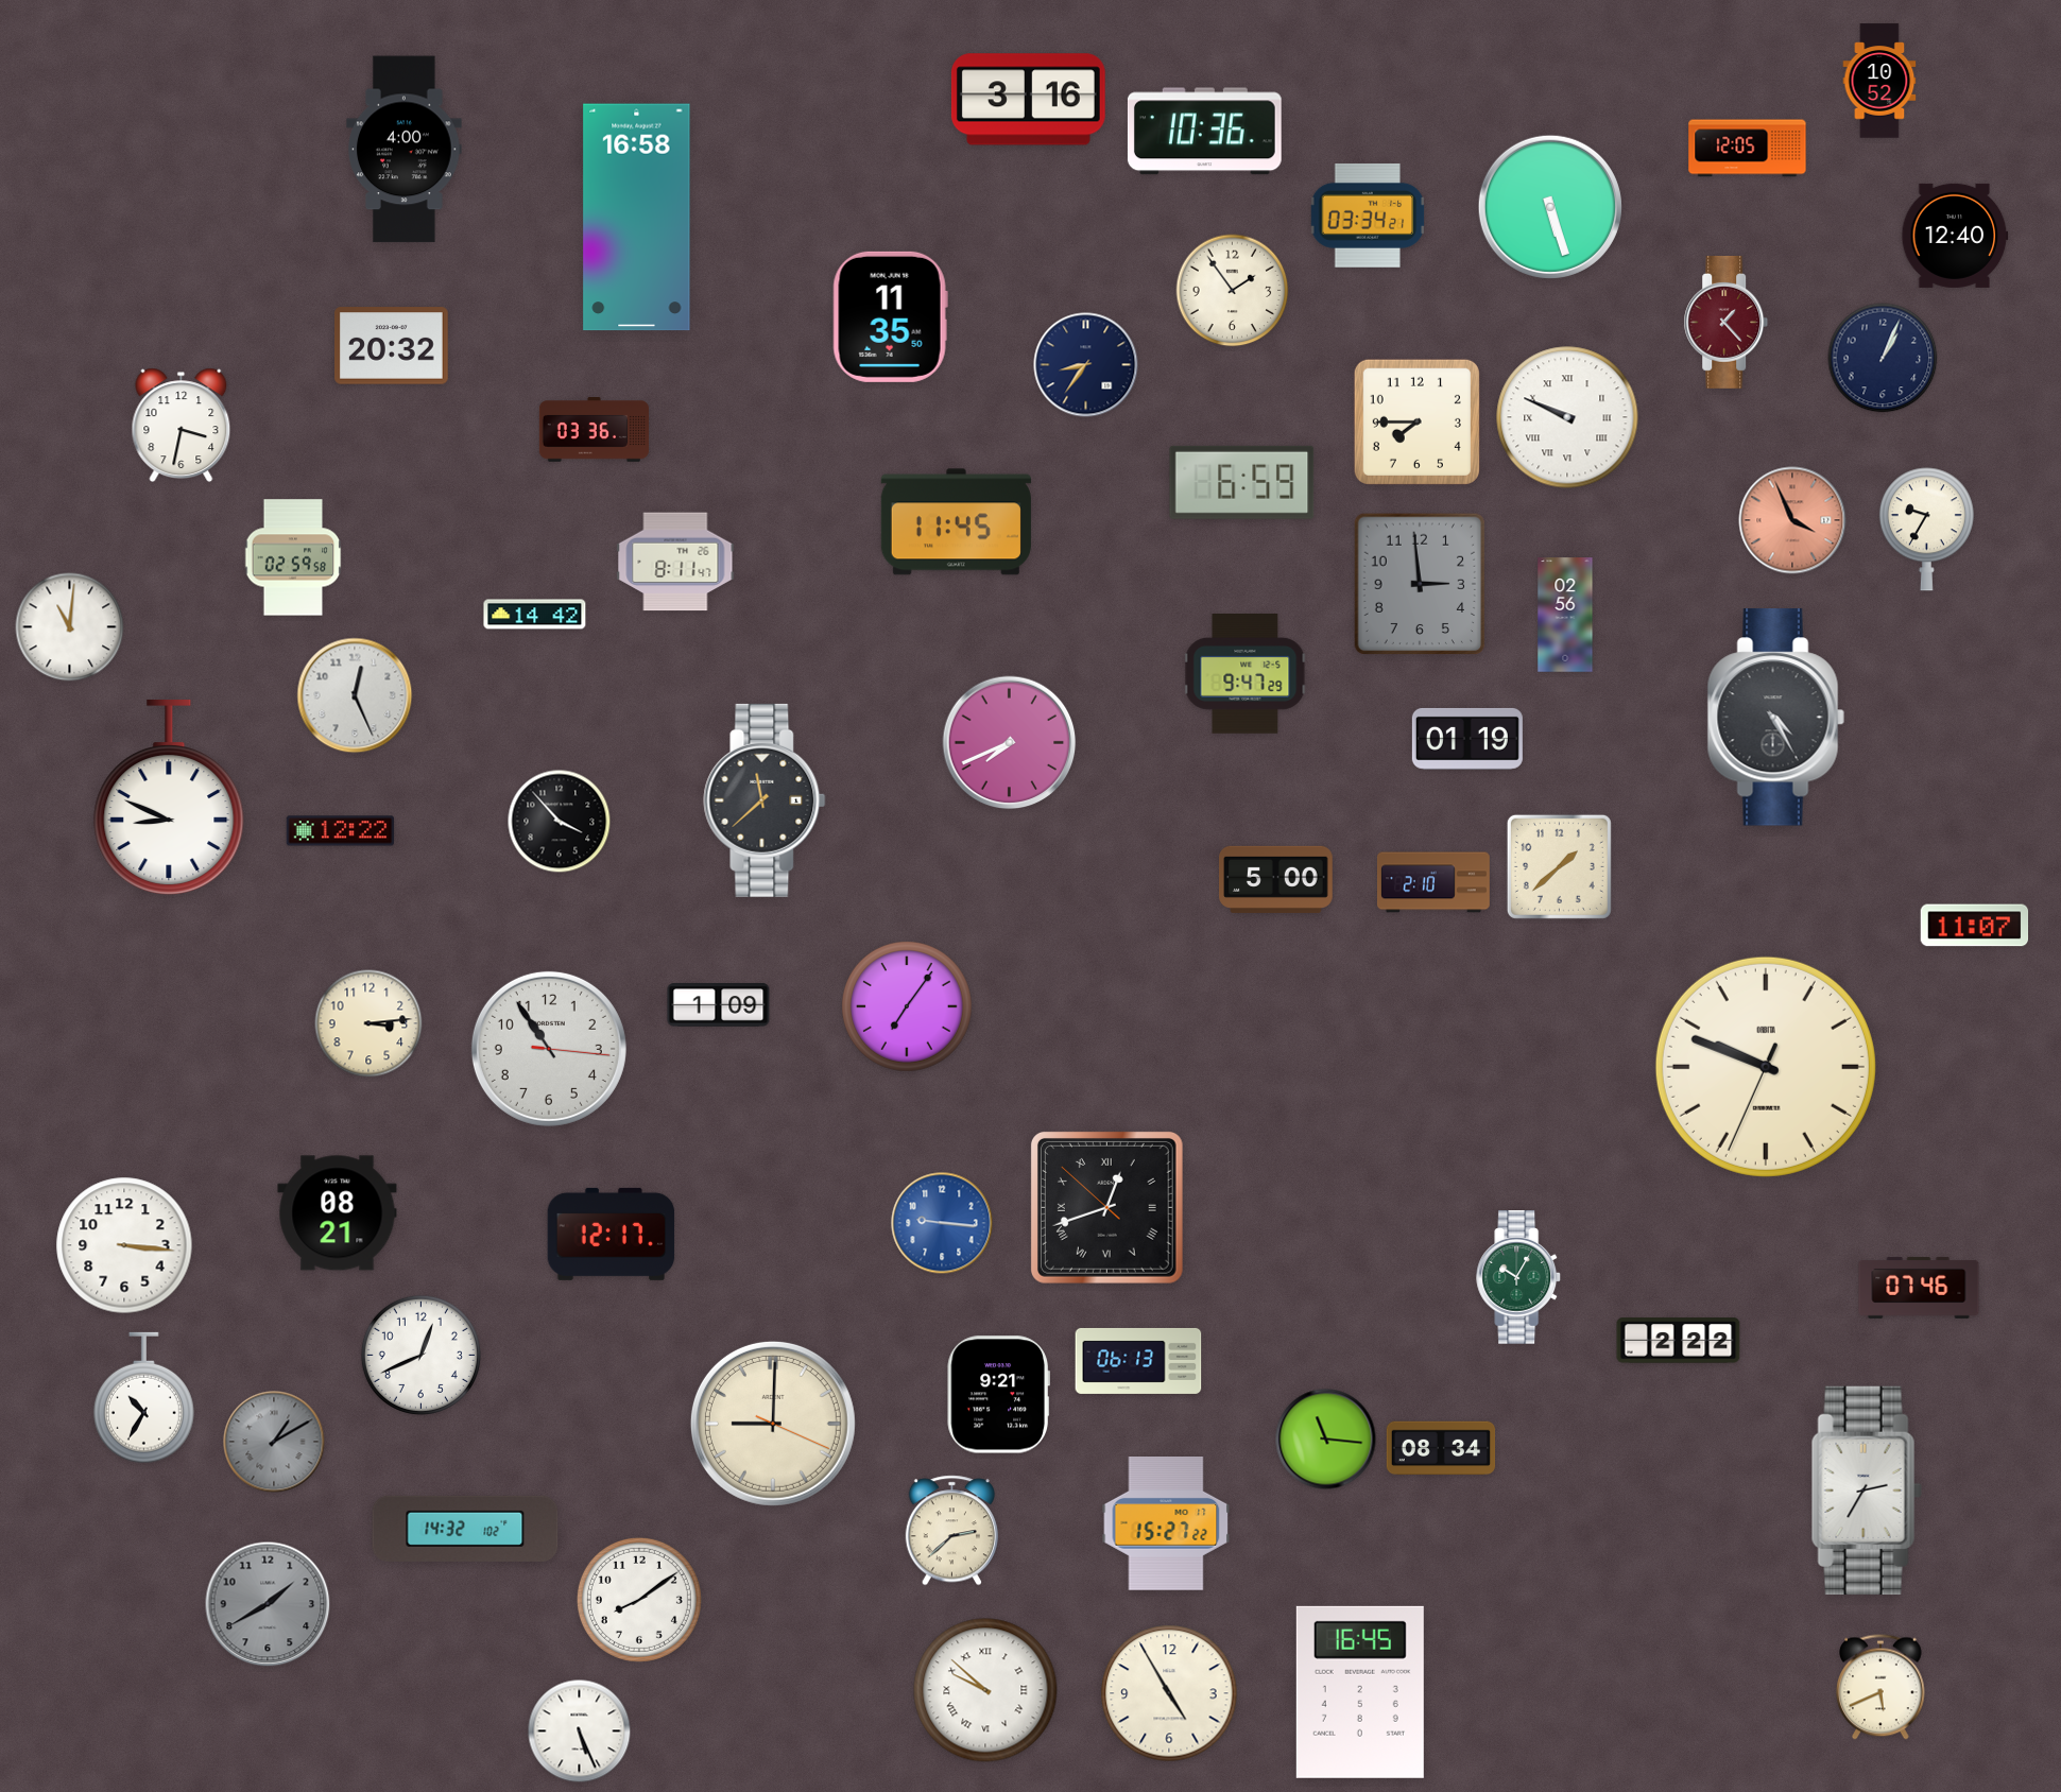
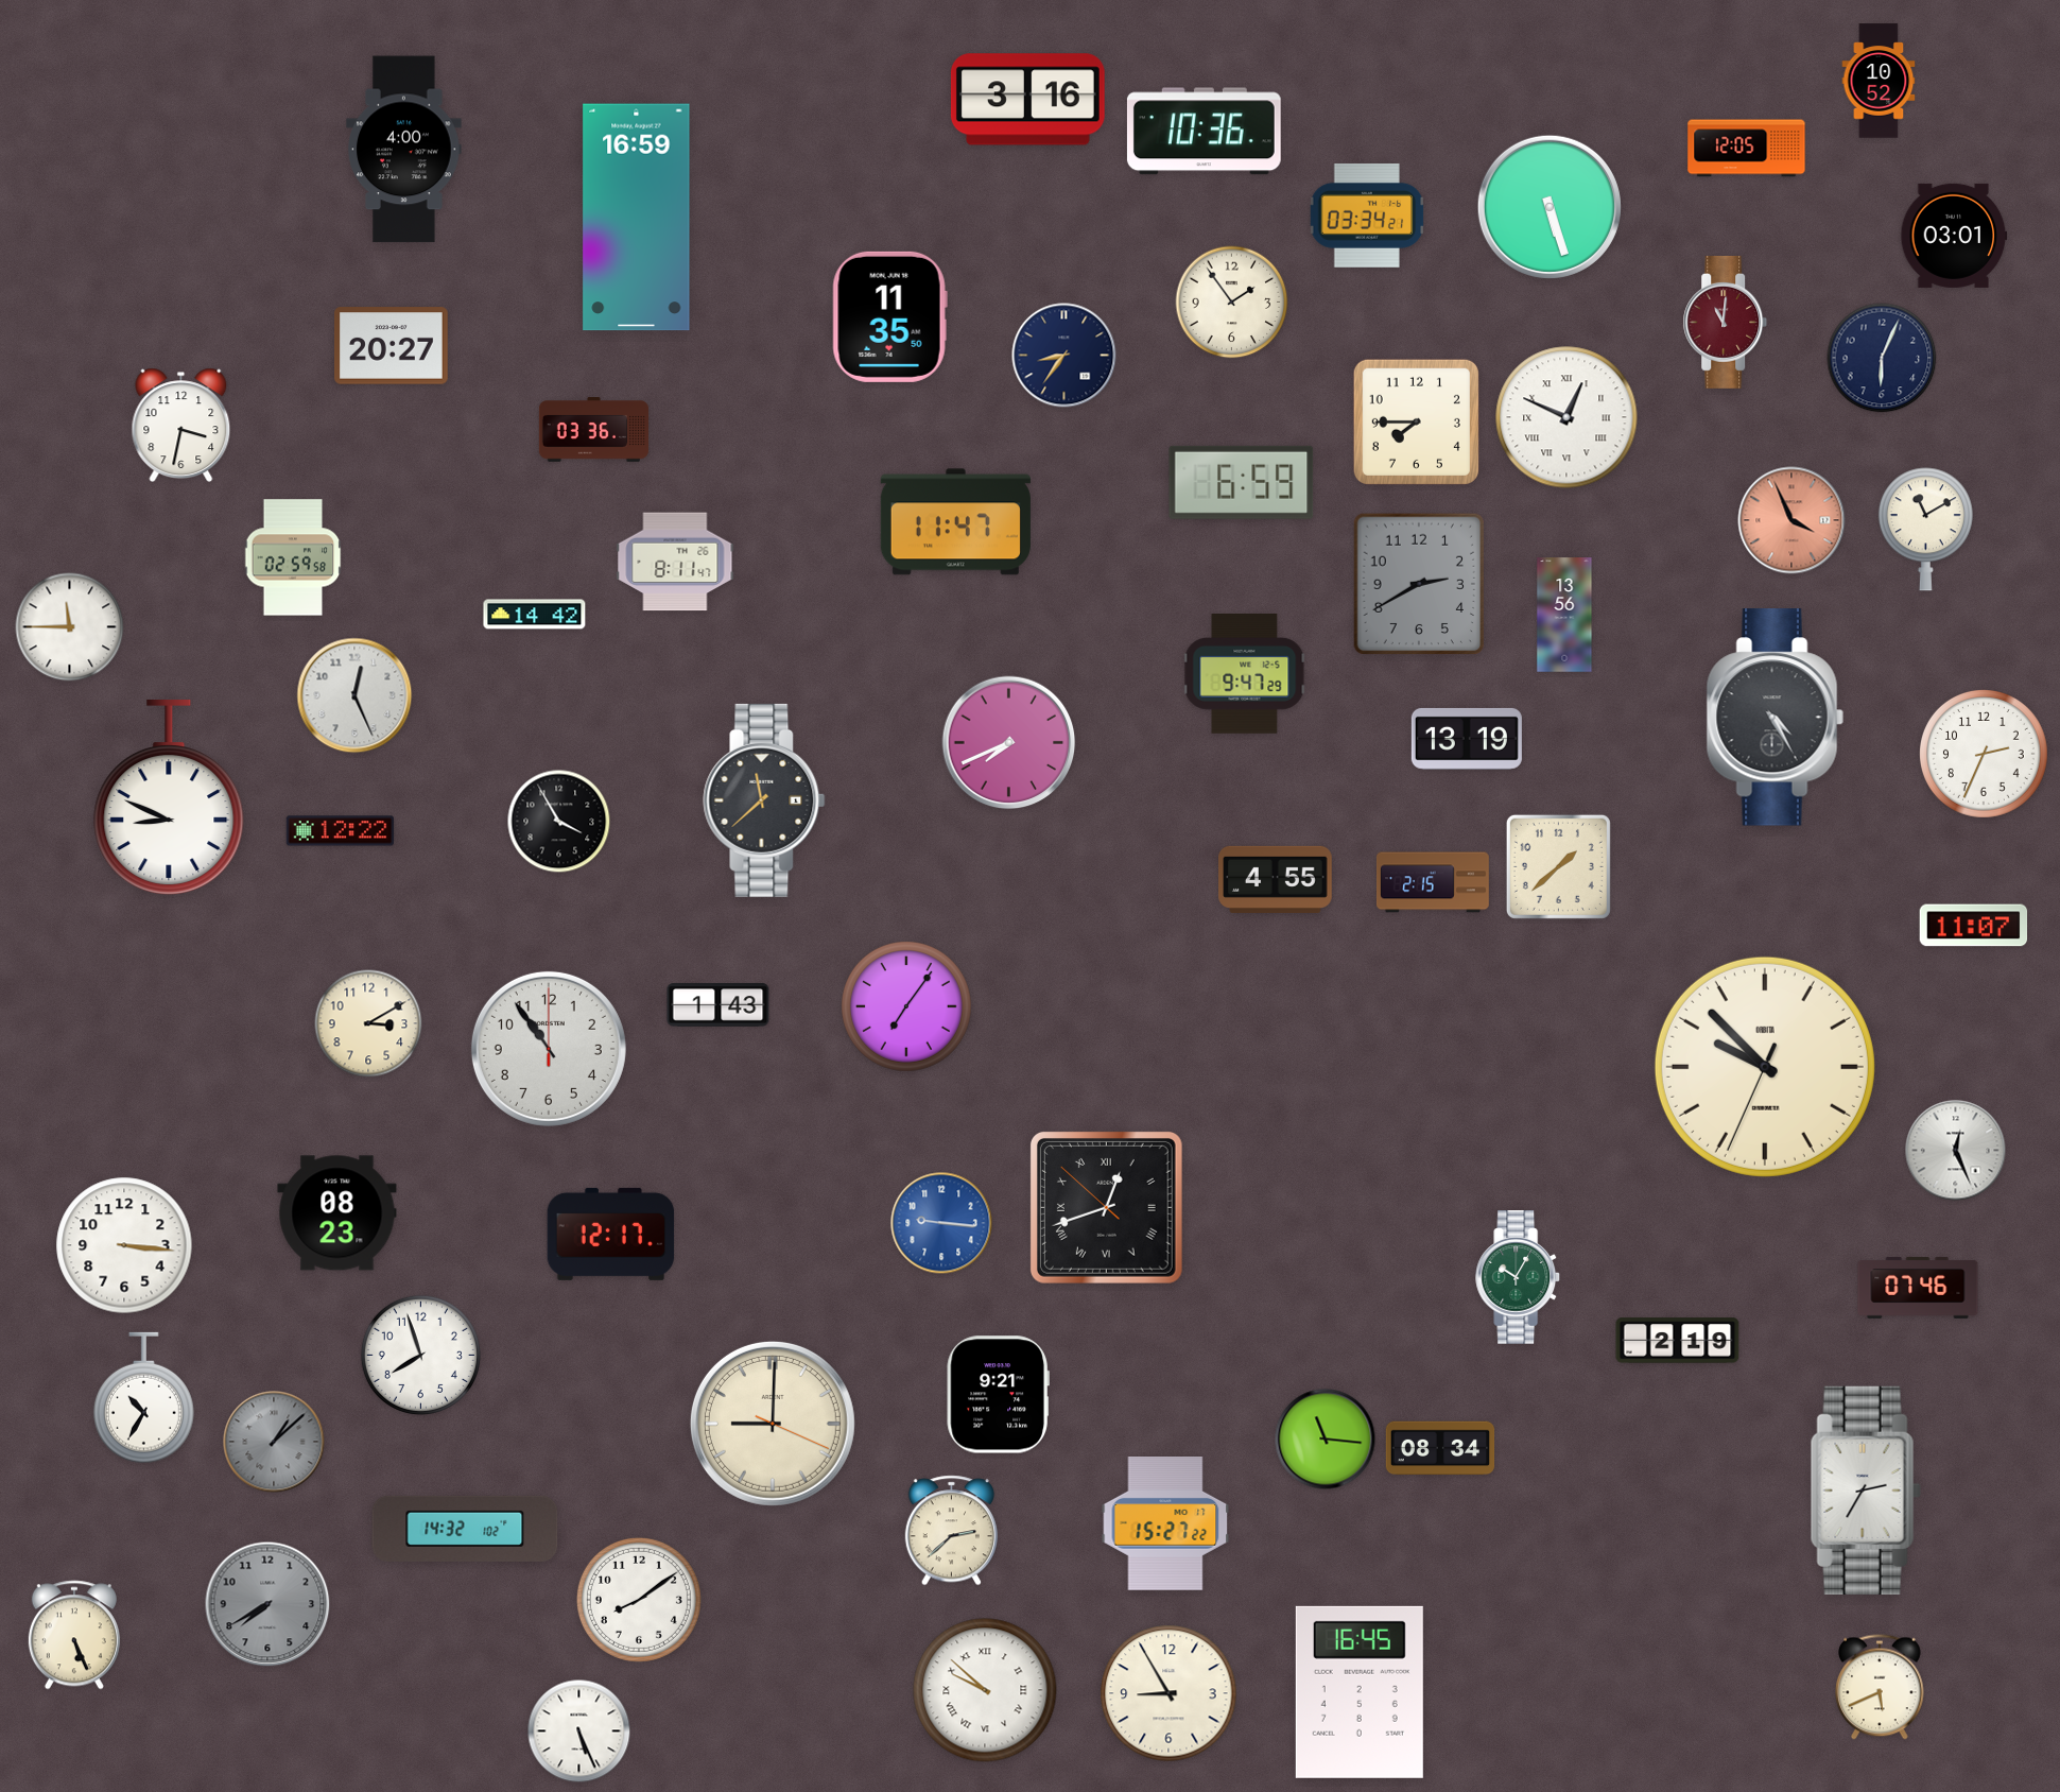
clock at (637, 218): 16:58 -> 16:59
clock at (1955, 236): 12:40 -> 03:01
clock at (1233, 291) position: (1233, 291) -> (1232, 303)
clock at (1727, 322): 1:23 -> 11:01
clock at (392, 346): 20:32 -> 20:27
clock at (1883, 358): 1:04 -> 6:04
clock at (1086, 365) position: (1086, 365) -> (1064, 356)
clock at (1567, 417): 9:49 -> 12:49
clock at (956, 522): 11:45 -> 11:47
clock at (1926, 530): 9:35 -> 11:10
clock at (1419, 584): 2:59 -> 2:40
clock at (1565, 615): 02:56 -> 13:56
clock at (70, 627): 11:01 -> 11:45
clock at (1467, 739): 01:19 -> 13:19
clock at (1984, 754): none -> 2:34
clock at (560, 822): 3:53 -> 3:55
clock at (1276, 879): 5:00 -> 4:55
clock at (1433, 882): 2:10 -> 2:15
clock at (719, 1005): 1:09 -> 1:43
clock at (368, 1023): 3:14 -> 3:10
clock at (549, 1049): 10:54:16 -> 10:54:00
clock at (1766, 1067): 9:48 -> 9:52
clock at (1956, 1151): none -> 12:26
clock at (338, 1213): 08:21 -> 08:23
clock at (1679, 1341): 2:22 -> 2:19
clock at (420, 1355): 12:41 -> 7:57
clock at (1138, 1361): 06:13 -> none
clock at (274, 1442): 1:10 -> 1:08
clock at (268, 1604): 1:40 -> 7:40
clock at (74, 1635): none -> 5:26
clock at (1169, 1693): 4:55 -> 8:55
